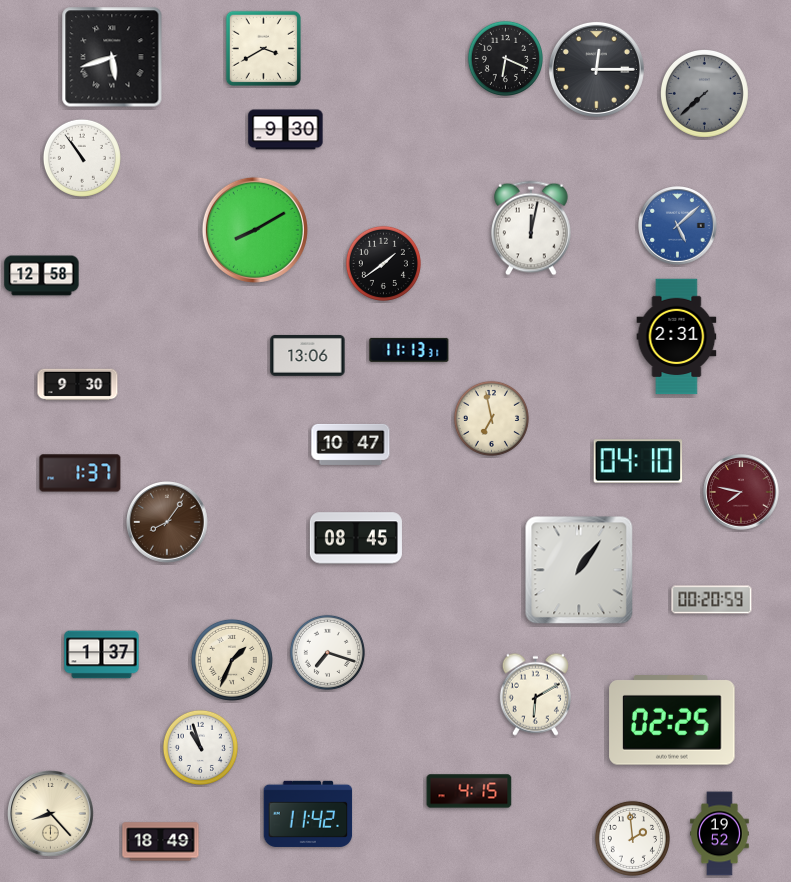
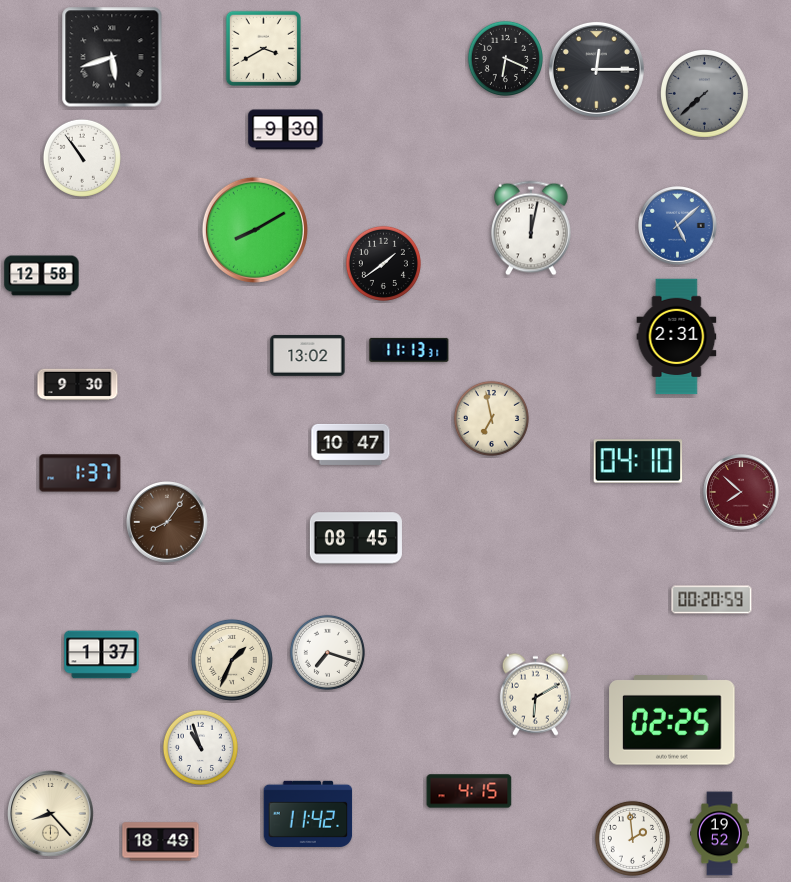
clock at (308, 355): 13:06 -> 13:02
clock at (741, 492): 7:47 -> 7:52
clock at (579, 570): 1:06 -> none
